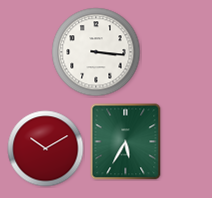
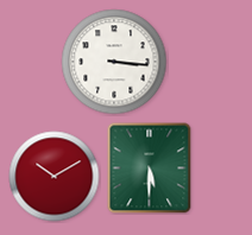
clock at (126, 142): 5:35 -> 5:30
